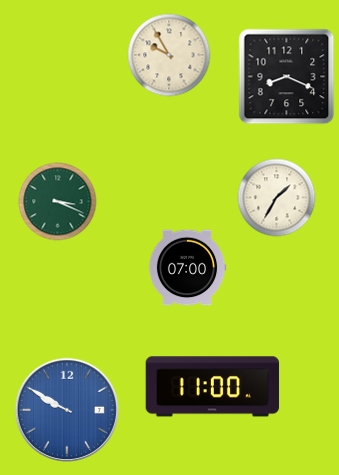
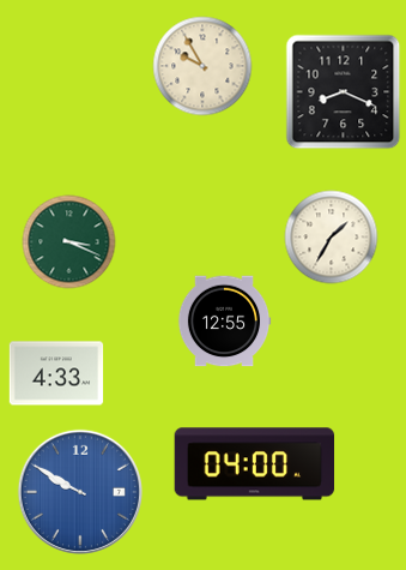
clock at (187, 268): 07:00 -> 12:55
clock at (56, 373): none -> 4:33
clock at (213, 387): 11:00 -> 04:00
